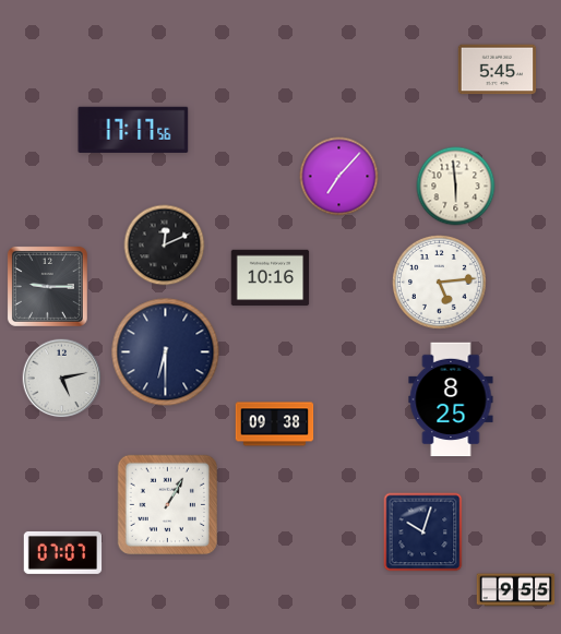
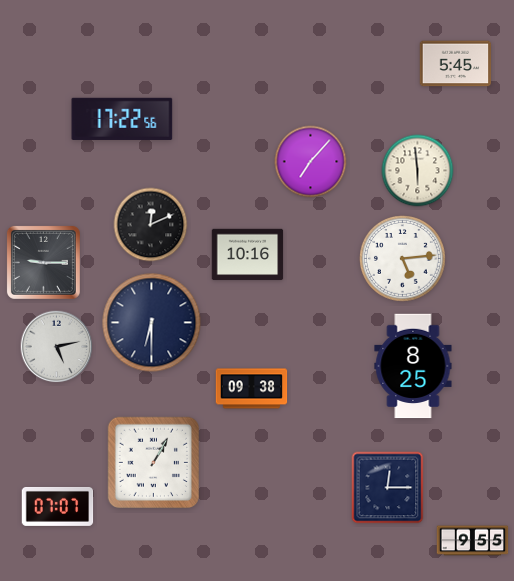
clock at (133, 130): 17:17 -> 17:22
clock at (423, 533): 10:03 -> 12:15
